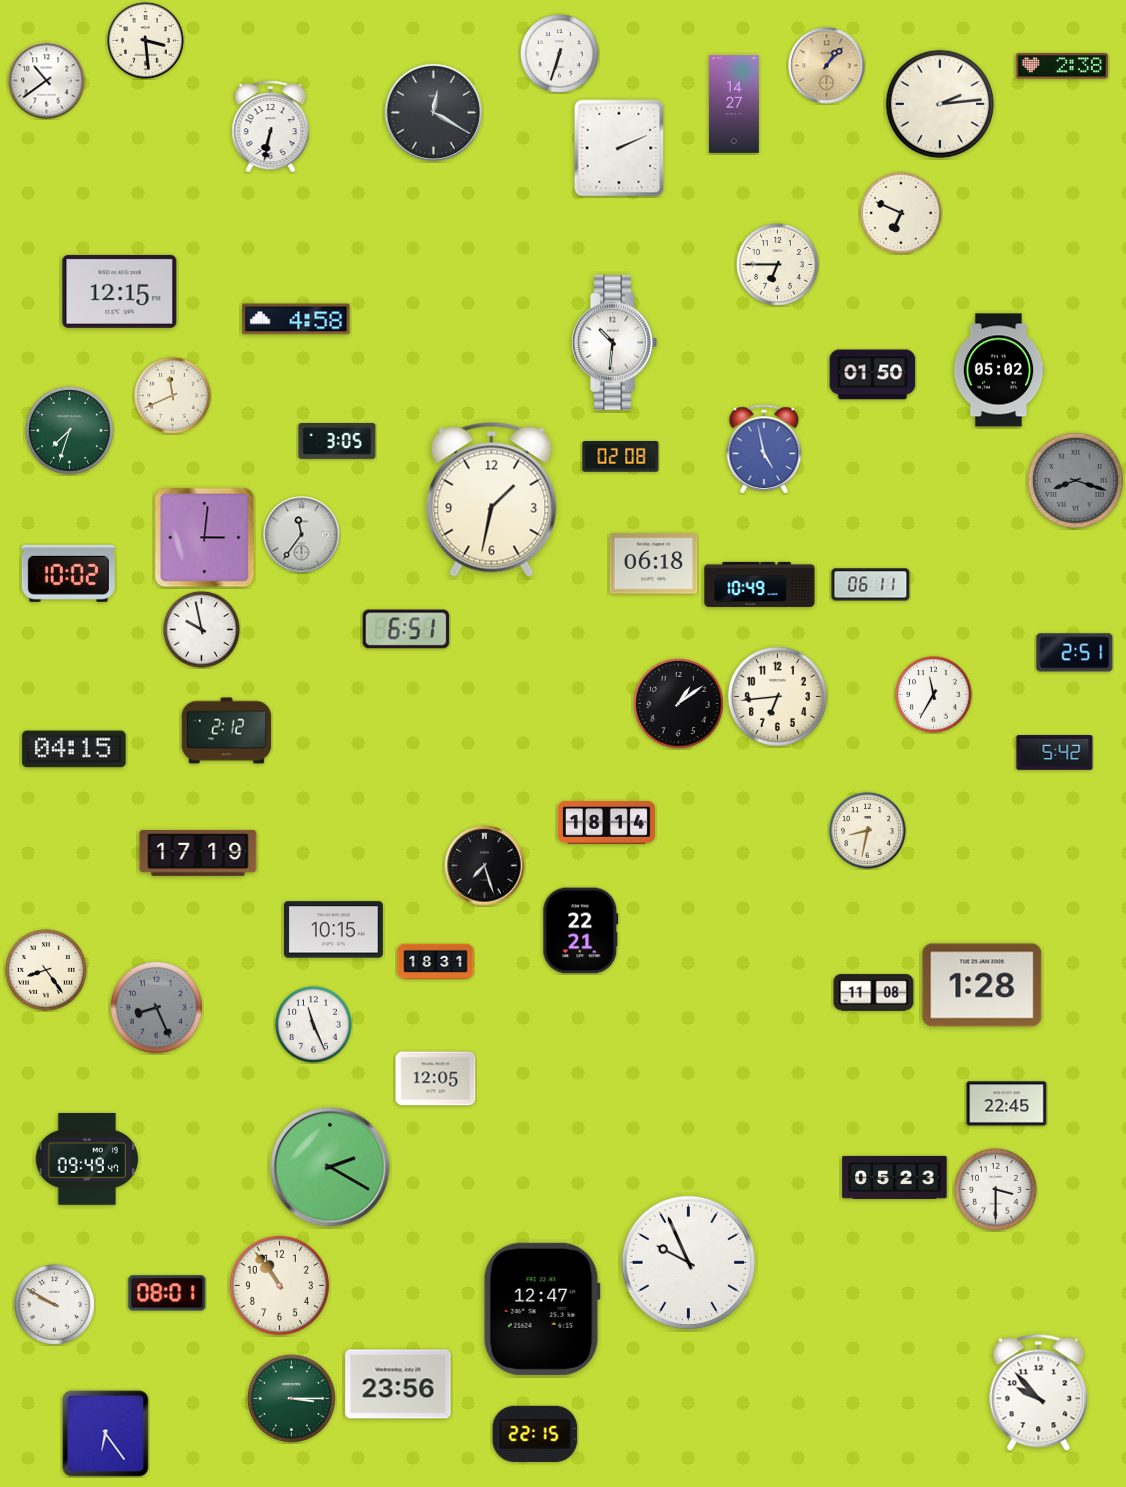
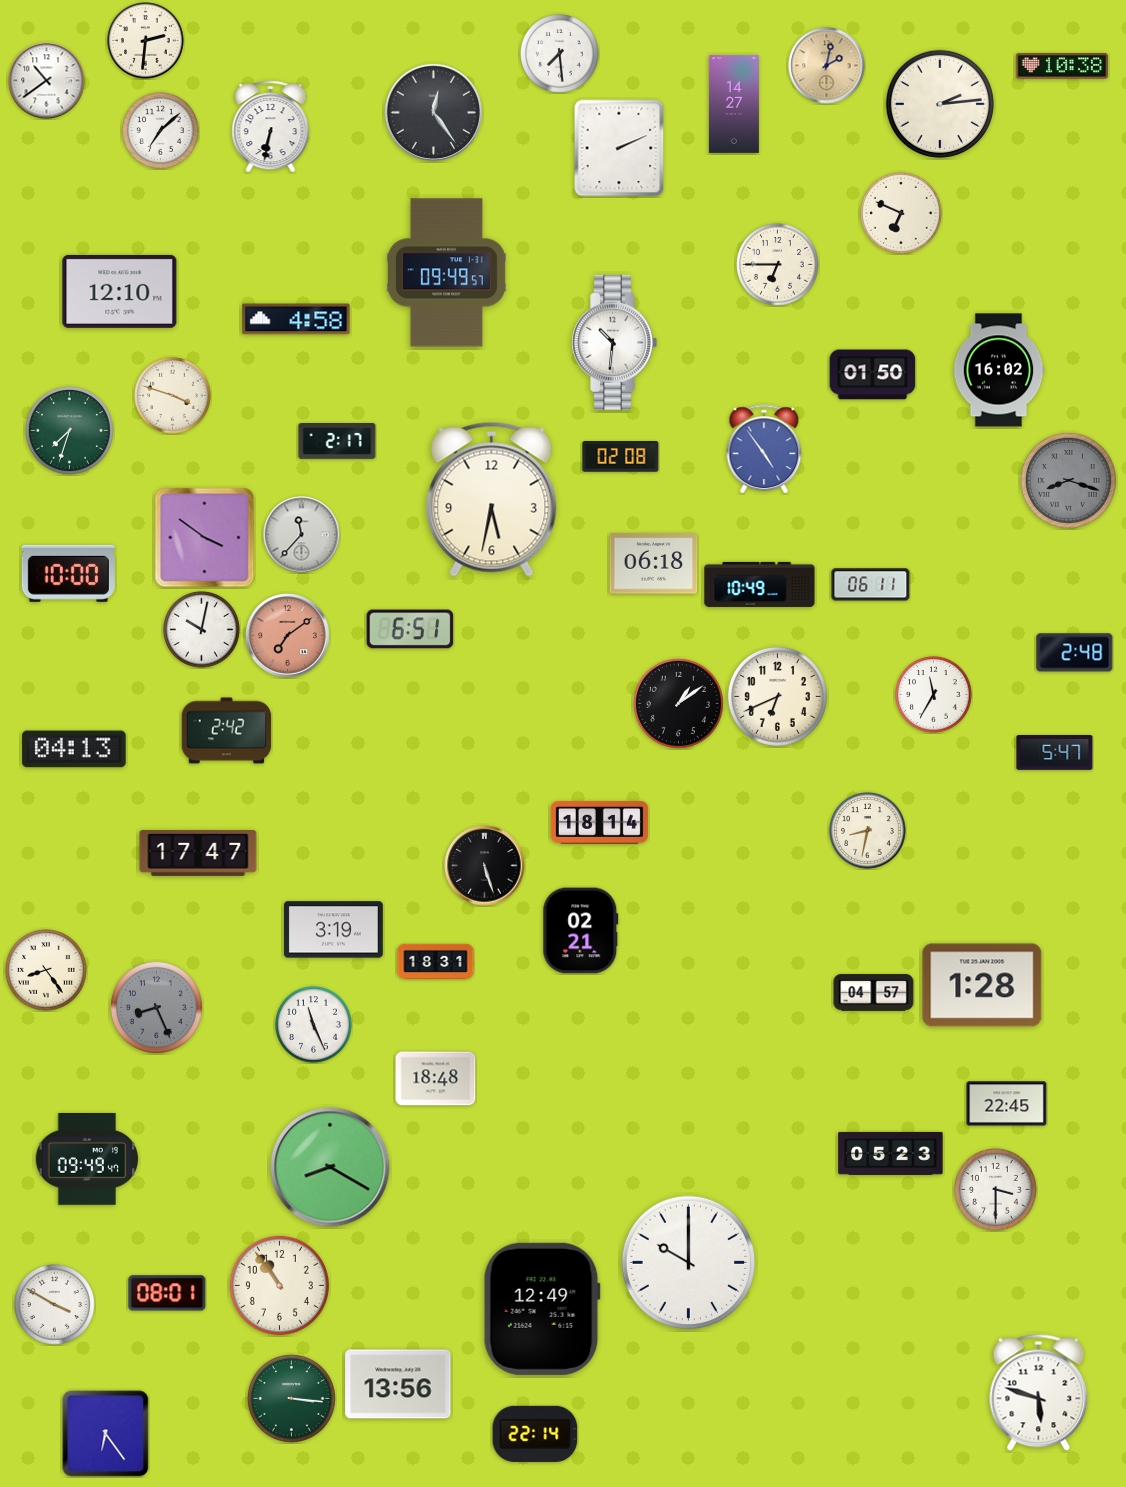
clock at (146, 41): 3:29 -> 2:31
clock at (560, 54): 6:33 -> 7:29
clock at (827, 66): 1:07 -> 2:02
clock at (1061, 66): 2:38 -> 10:38
clock at (433, 112): 12:20 -> 12:24
clock at (161, 131): none -> 7:08
clock at (446, 273): none -> 09:49
clock at (120, 291): 12:15 -> 12:10
clock at (999, 370): 05:02 -> 16:02
clock at (173, 396): 11:41 -> 3:48
clock at (337, 442): 3:05 -> 2:17
clock at (764, 449): 4:58 -> 4:54
clock at (1075, 480) position: (1075, 480) -> (1068, 480)
clock at (492, 499): 1:32 -> 5:32
clock at (302, 535): 11:36 -> 11:37
clock at (205, 538): 3:01 -> 3:51
clock at (68, 573): 10:02 -> 10:00
clock at (406, 629) position: (406, 629) -> (410, 629)
clock at (202, 630): 9:58 -> 10:02
clock at (288, 636): none -> 7:09
clock at (1075, 653): 2:51 -> 2:48
clock at (777, 696): 6:44 -> 6:41
clock at (227, 731): 2:12 -> 2:42
clock at (74, 749): 04:15 -> 04:13
clock at (1055, 753): 5:42 -> 5:47
clock at (606, 822) position: (606, 822) -> (599, 822)
clock at (198, 853): 17:19 -> 17:47
clock at (485, 866): 7:27 -> 5:27
clock at (333, 930): 10:15 -> 3:19
clock at (581, 931): 22:21 -> 02:21
clock at (874, 993): 11:08 -> 04:57
clock at (436, 1079): 12:05 -> 18:48
clock at (330, 1167): 2:20 -> 8:20
clock at (895, 1177) position: (895, 1177) -> (891, 1153)
clock at (688, 1262): 9:56 -> 10:00
clock at (55, 1305): 9:50 -> 3:50
clock at (542, 1309): 12:47 -> 12:49
clock at (398, 1384): 23:56 -> 13:56
clock at (1039, 1392): 9:53 -> 5:48
clock at (291, 1398): 3:15 -> 3:16
clock at (535, 1434): 22:15 -> 22:14
